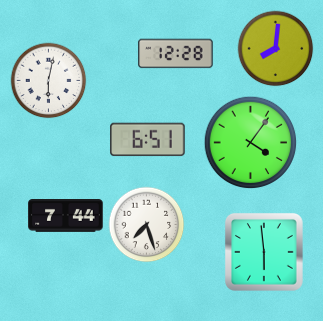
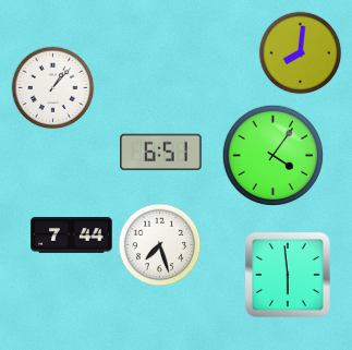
clock at (176, 54): 12:28 -> none
clock at (49, 81): 6:02 -> 1:07
